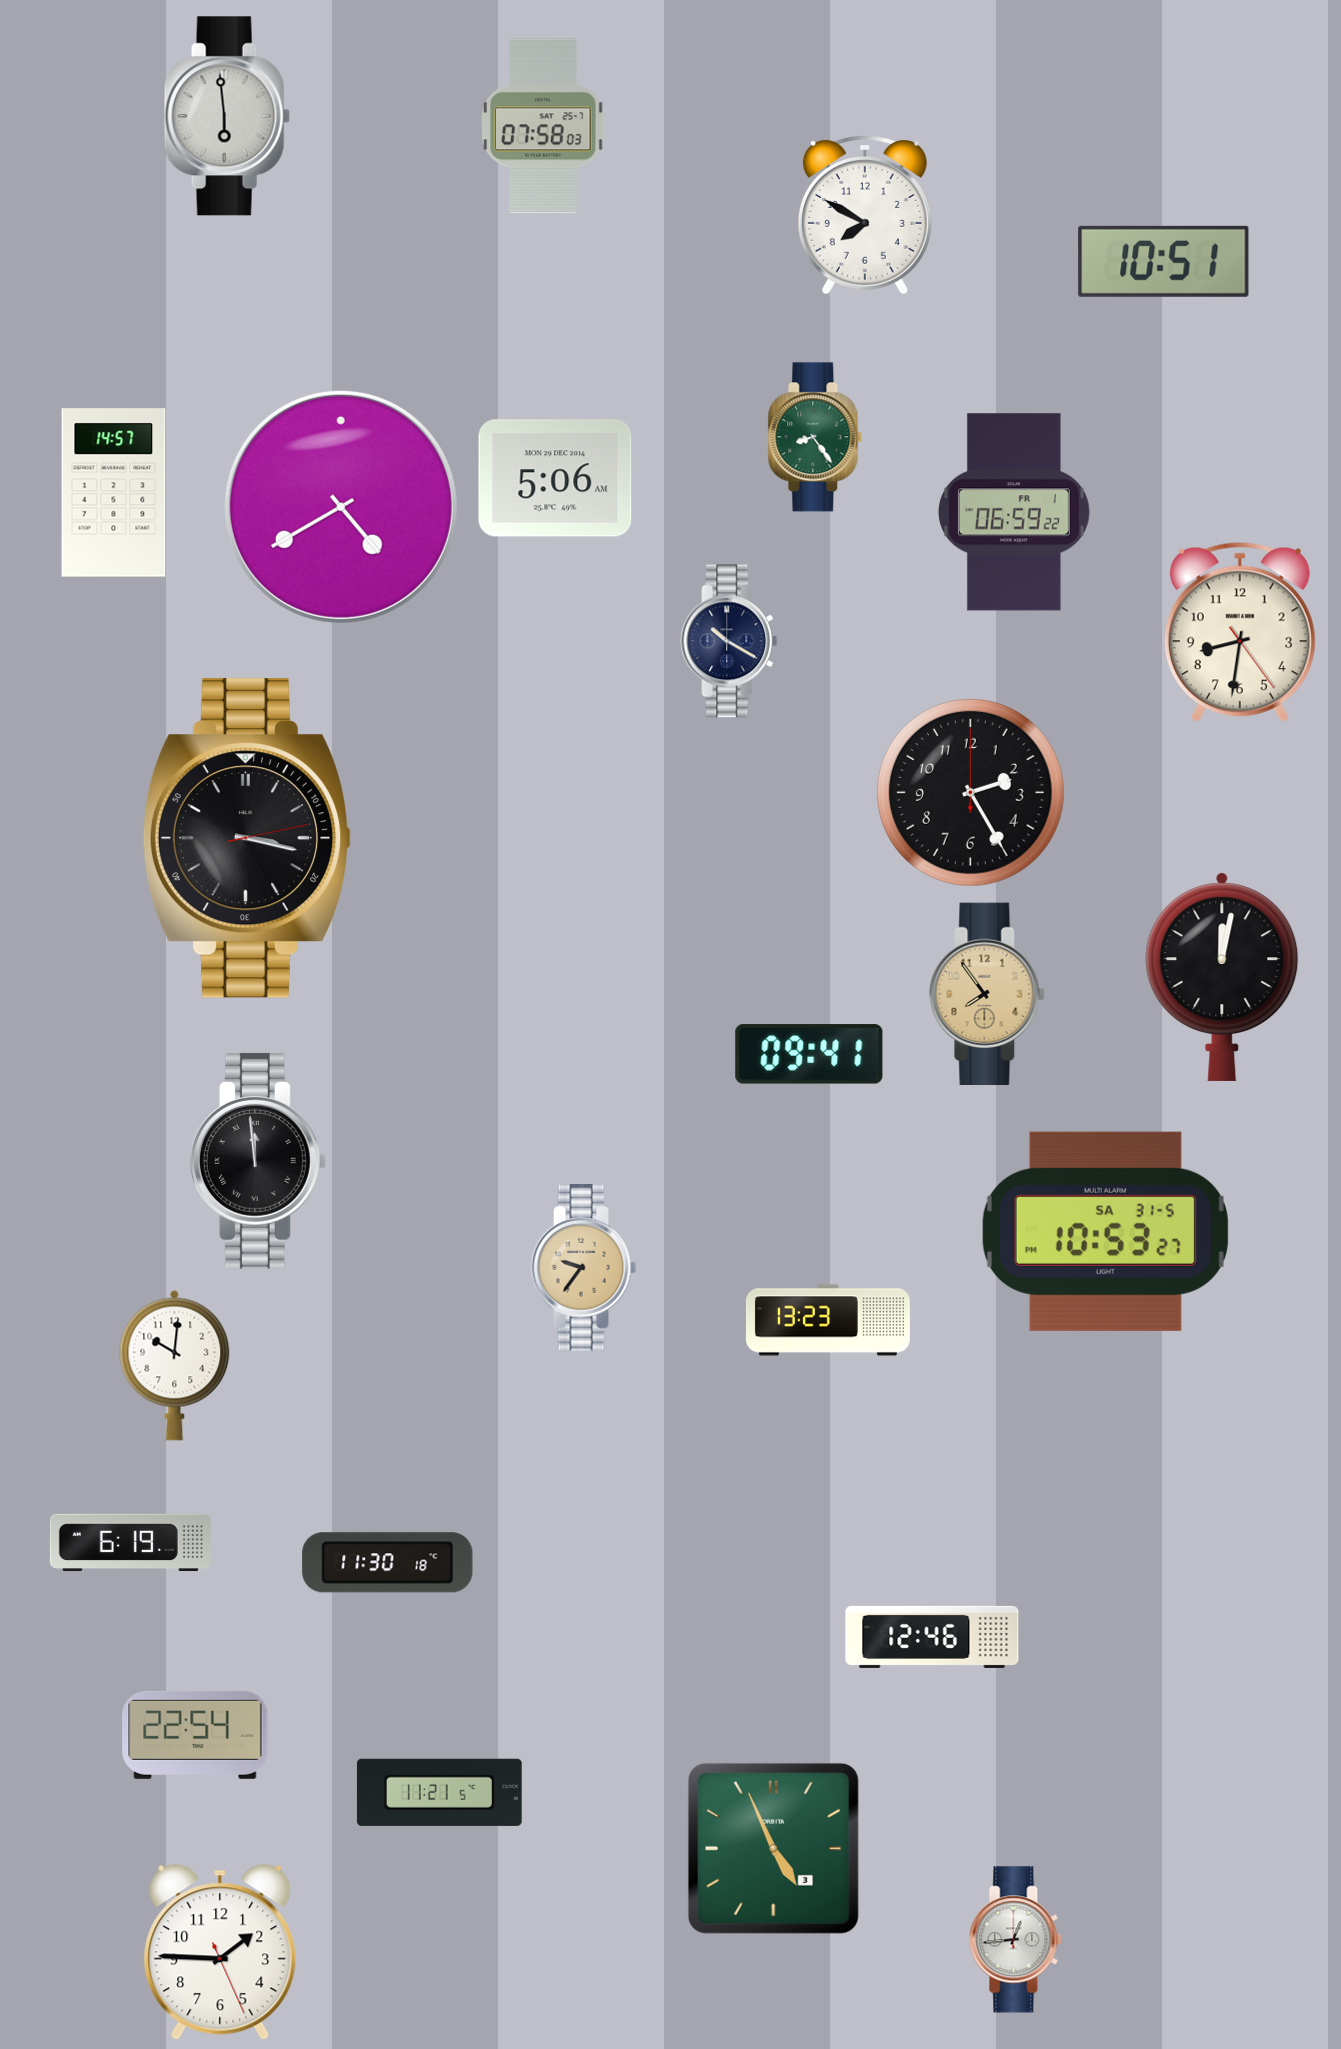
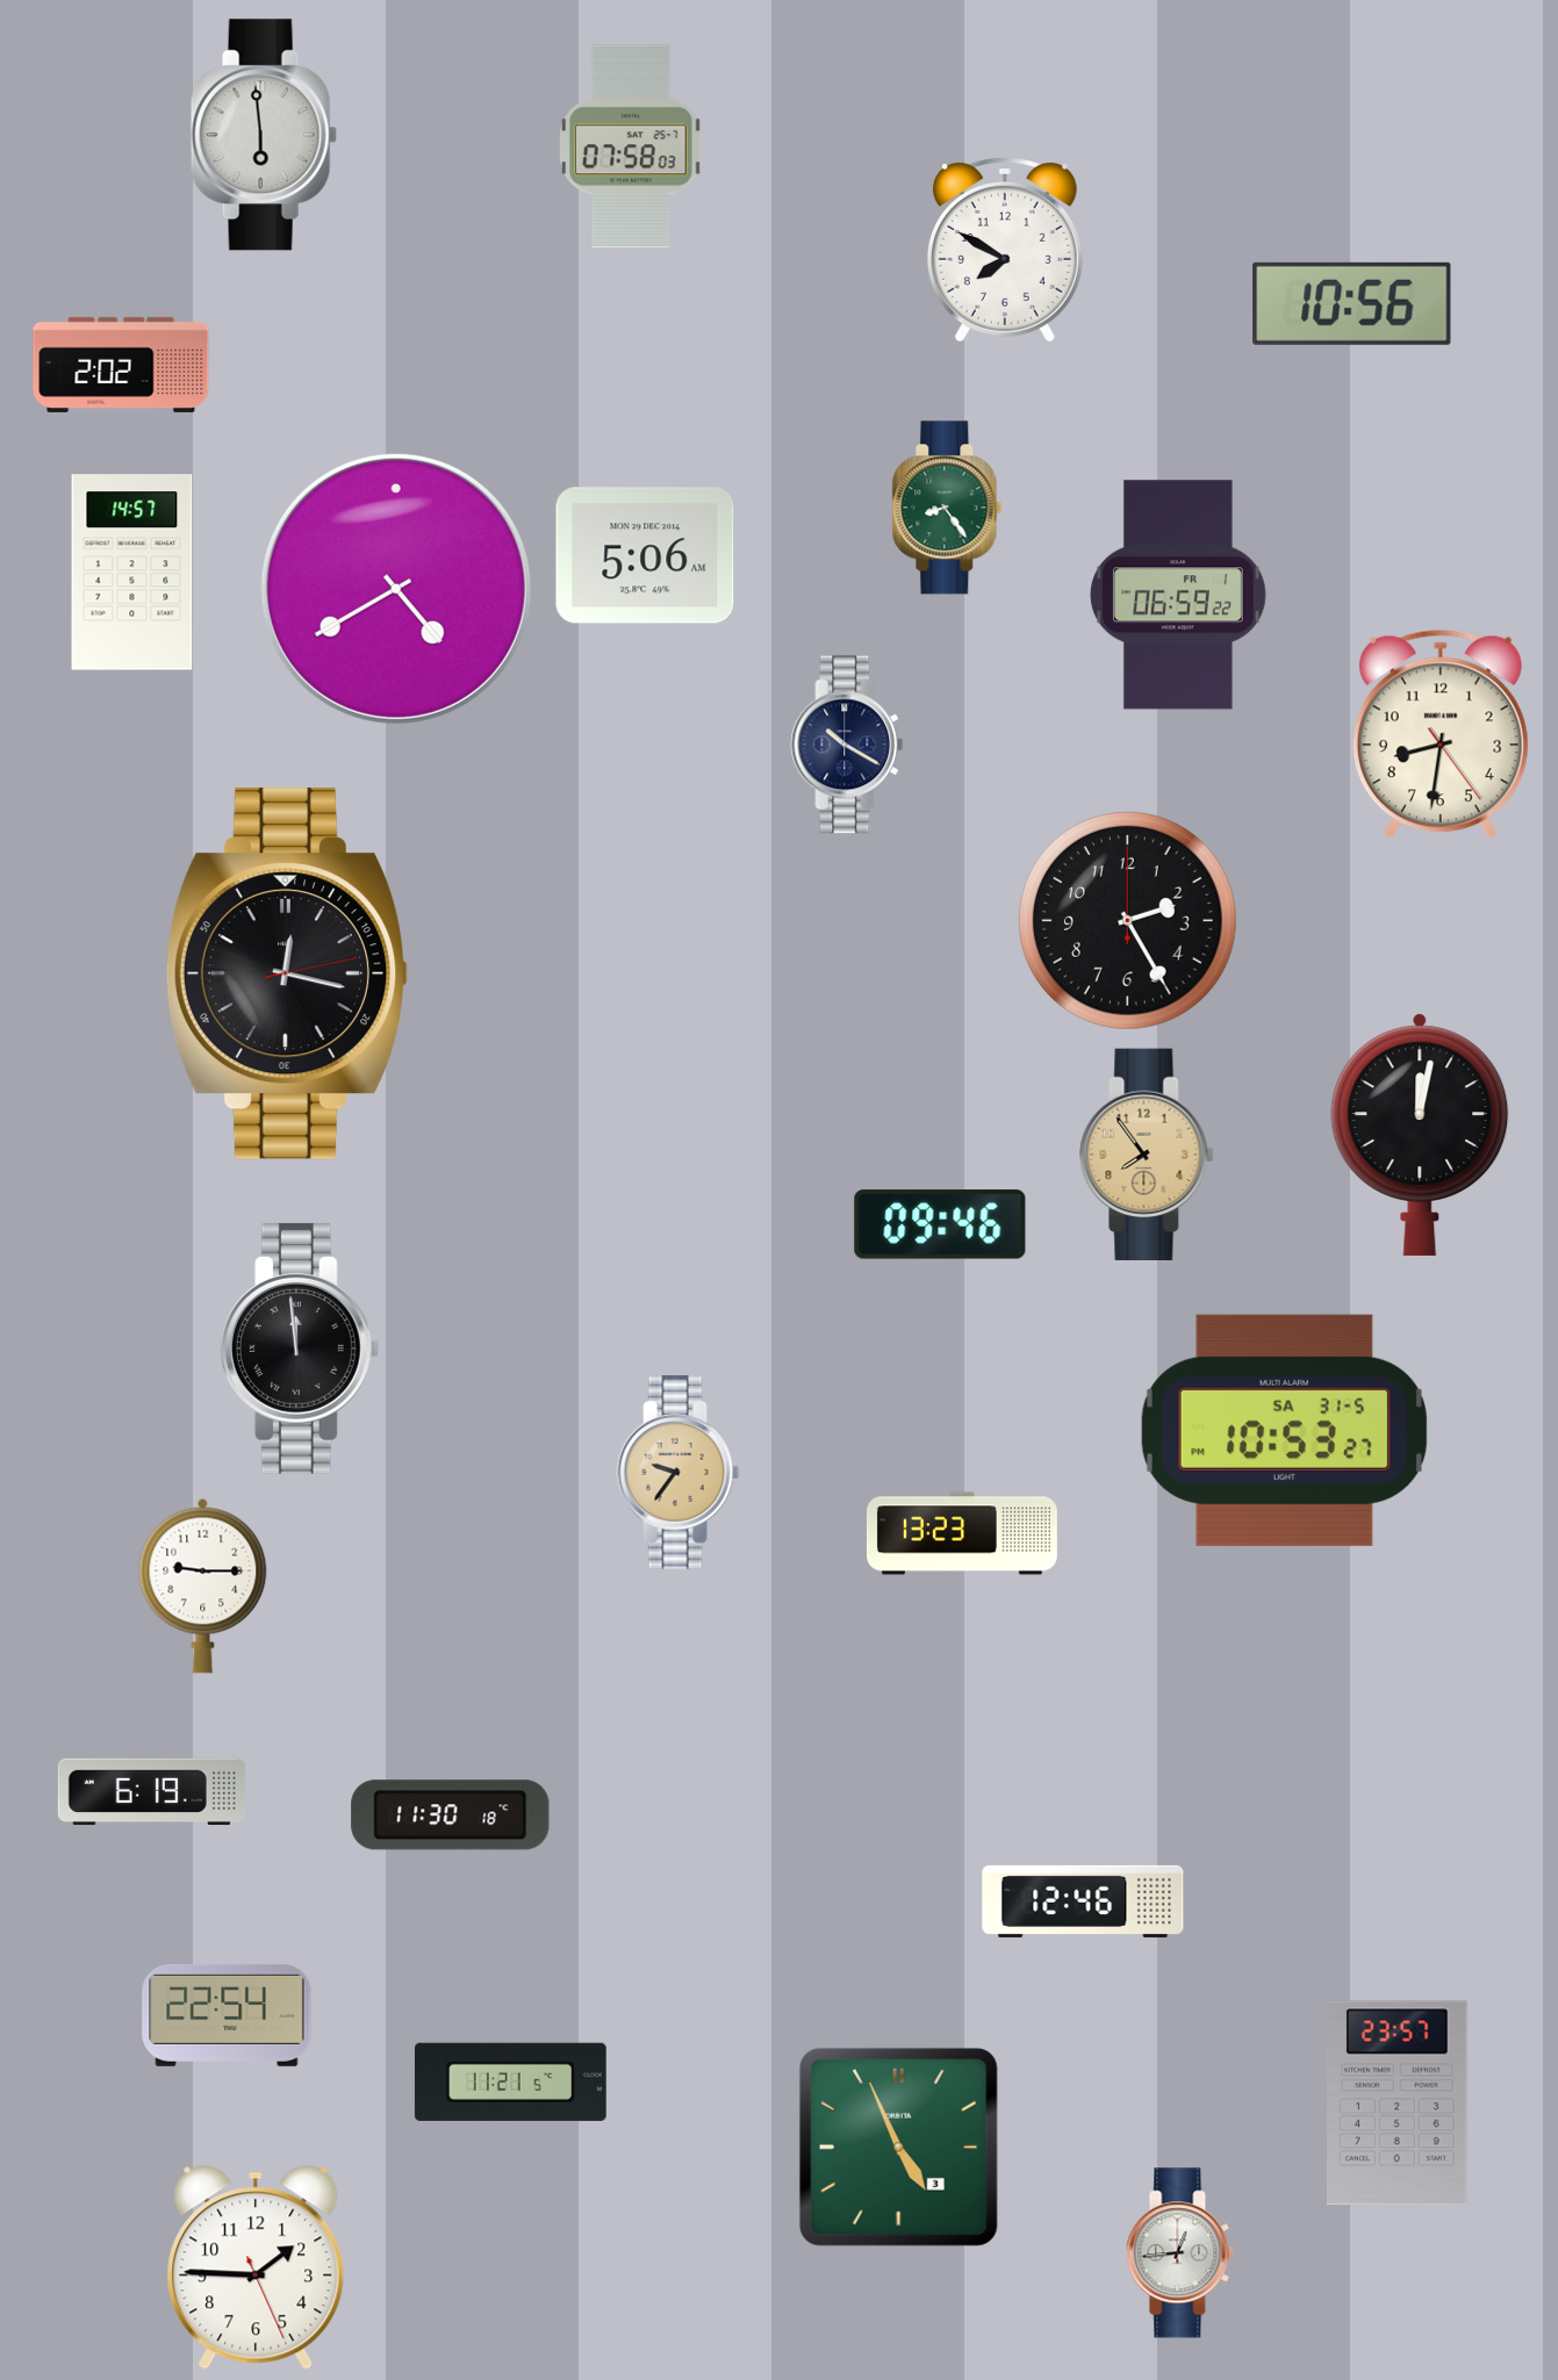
clock at (1164, 261): 10:51 -> 10:56
clock at (121, 365): none -> 2:02
clock at (247, 838): 3:17 -> 12:17
clock at (809, 1054): 09:41 -> 09:46
clock at (175, 1365): 10:01 -> 9:15
clock at (1398, 2104): none -> 23:57
